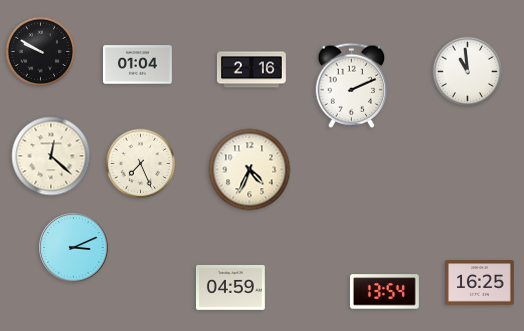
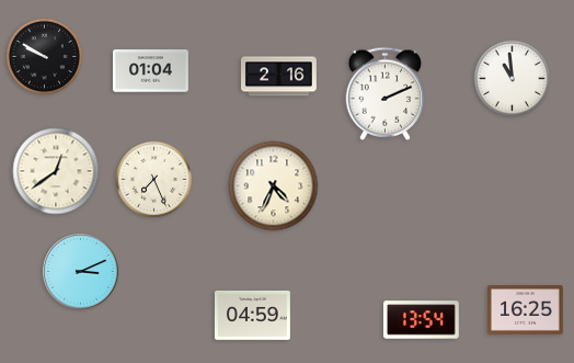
clock at (251, 70) position: (251, 70) -> (278, 77)
clock at (51, 156): 12:22 -> 12:39
